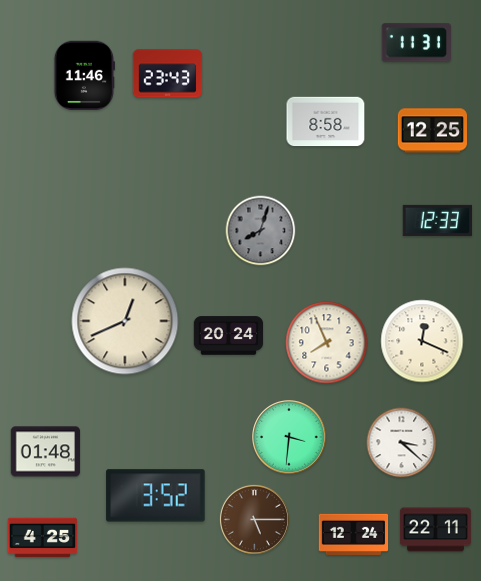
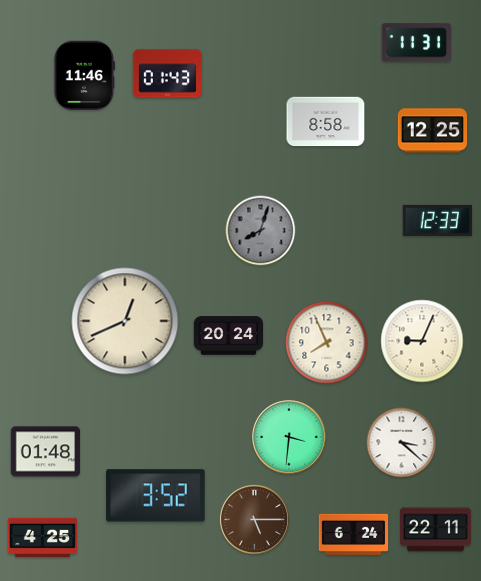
clock at (168, 74): 23:43 -> 01:43
clock at (422, 341): 12:19 -> 9:04
clock at (354, 534): 12:24 -> 6:24
